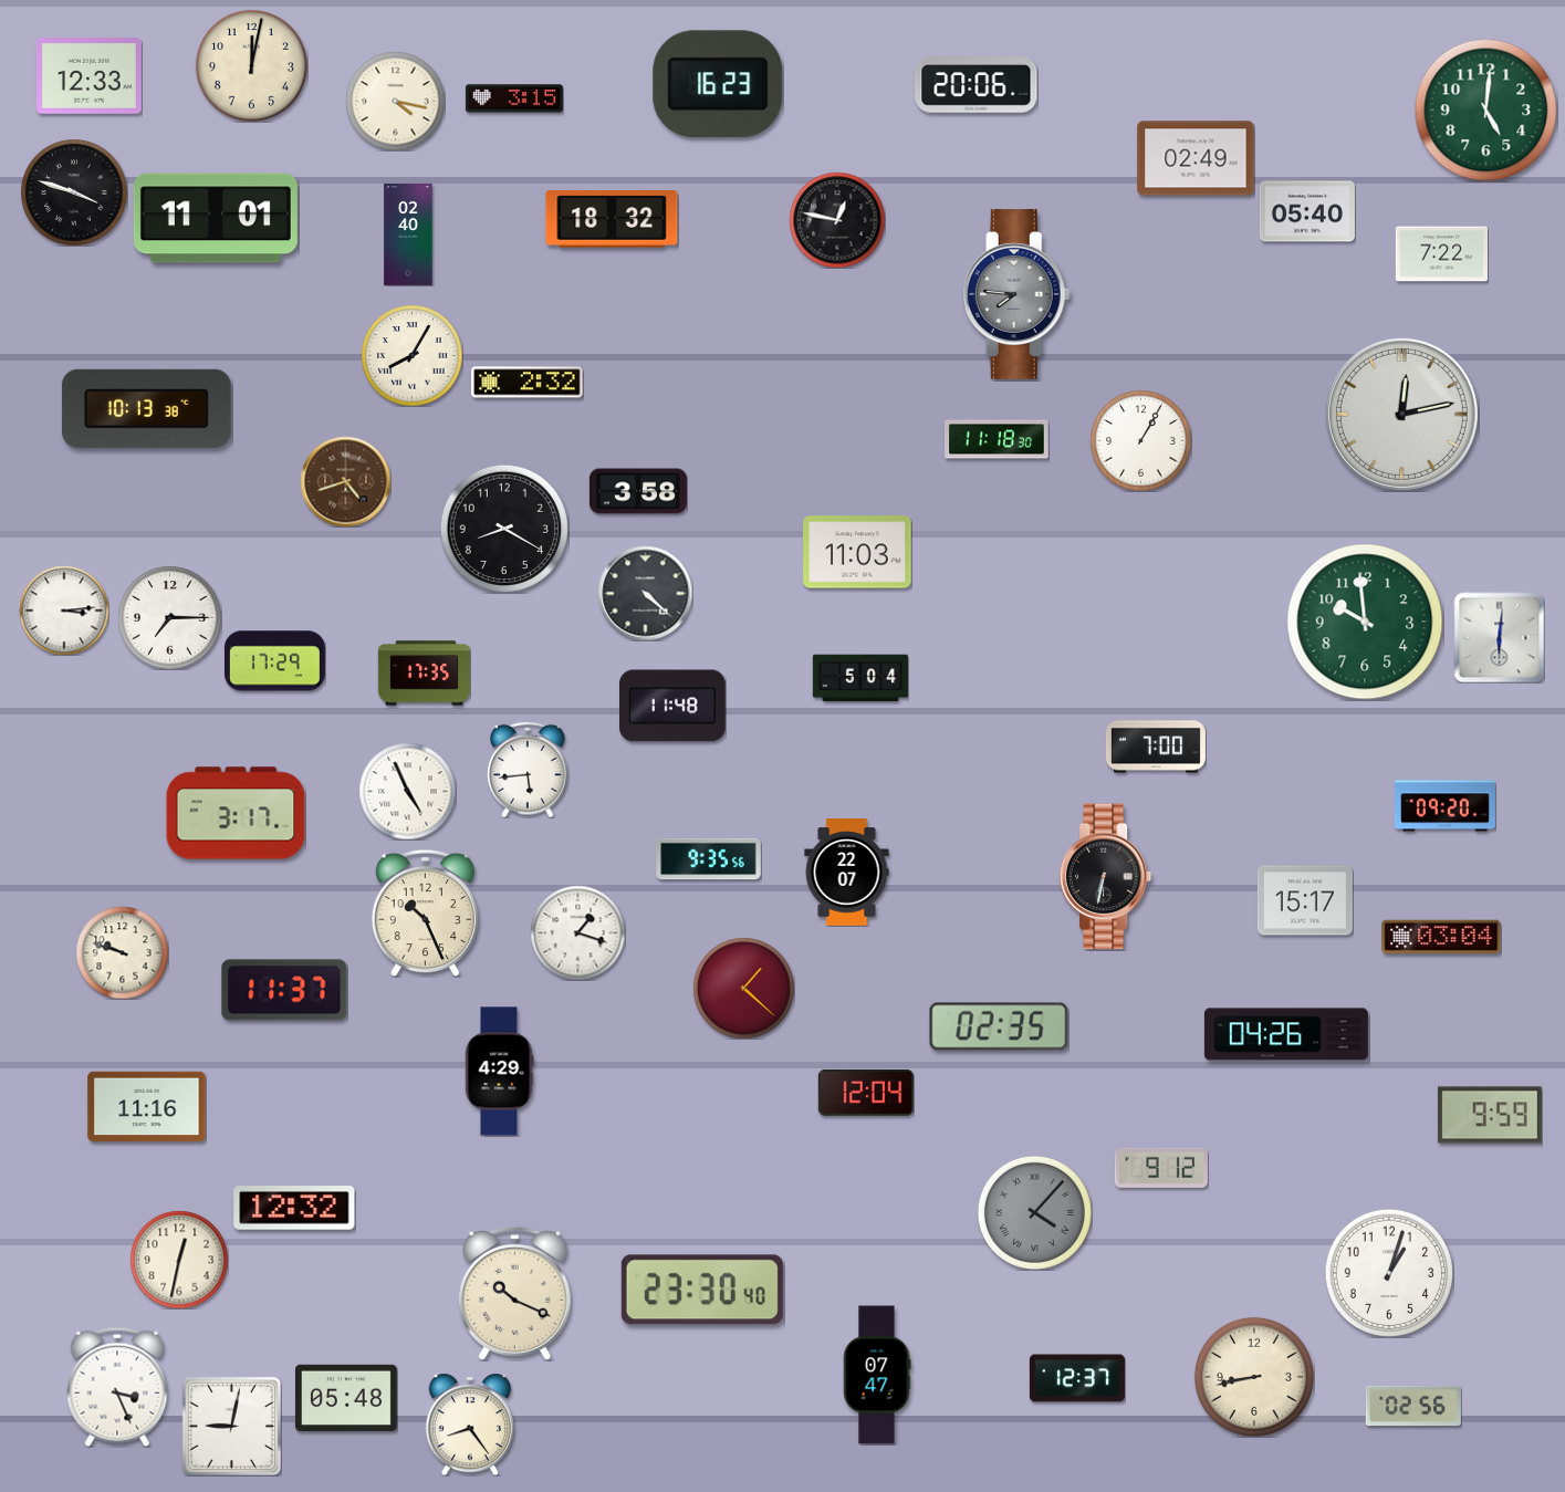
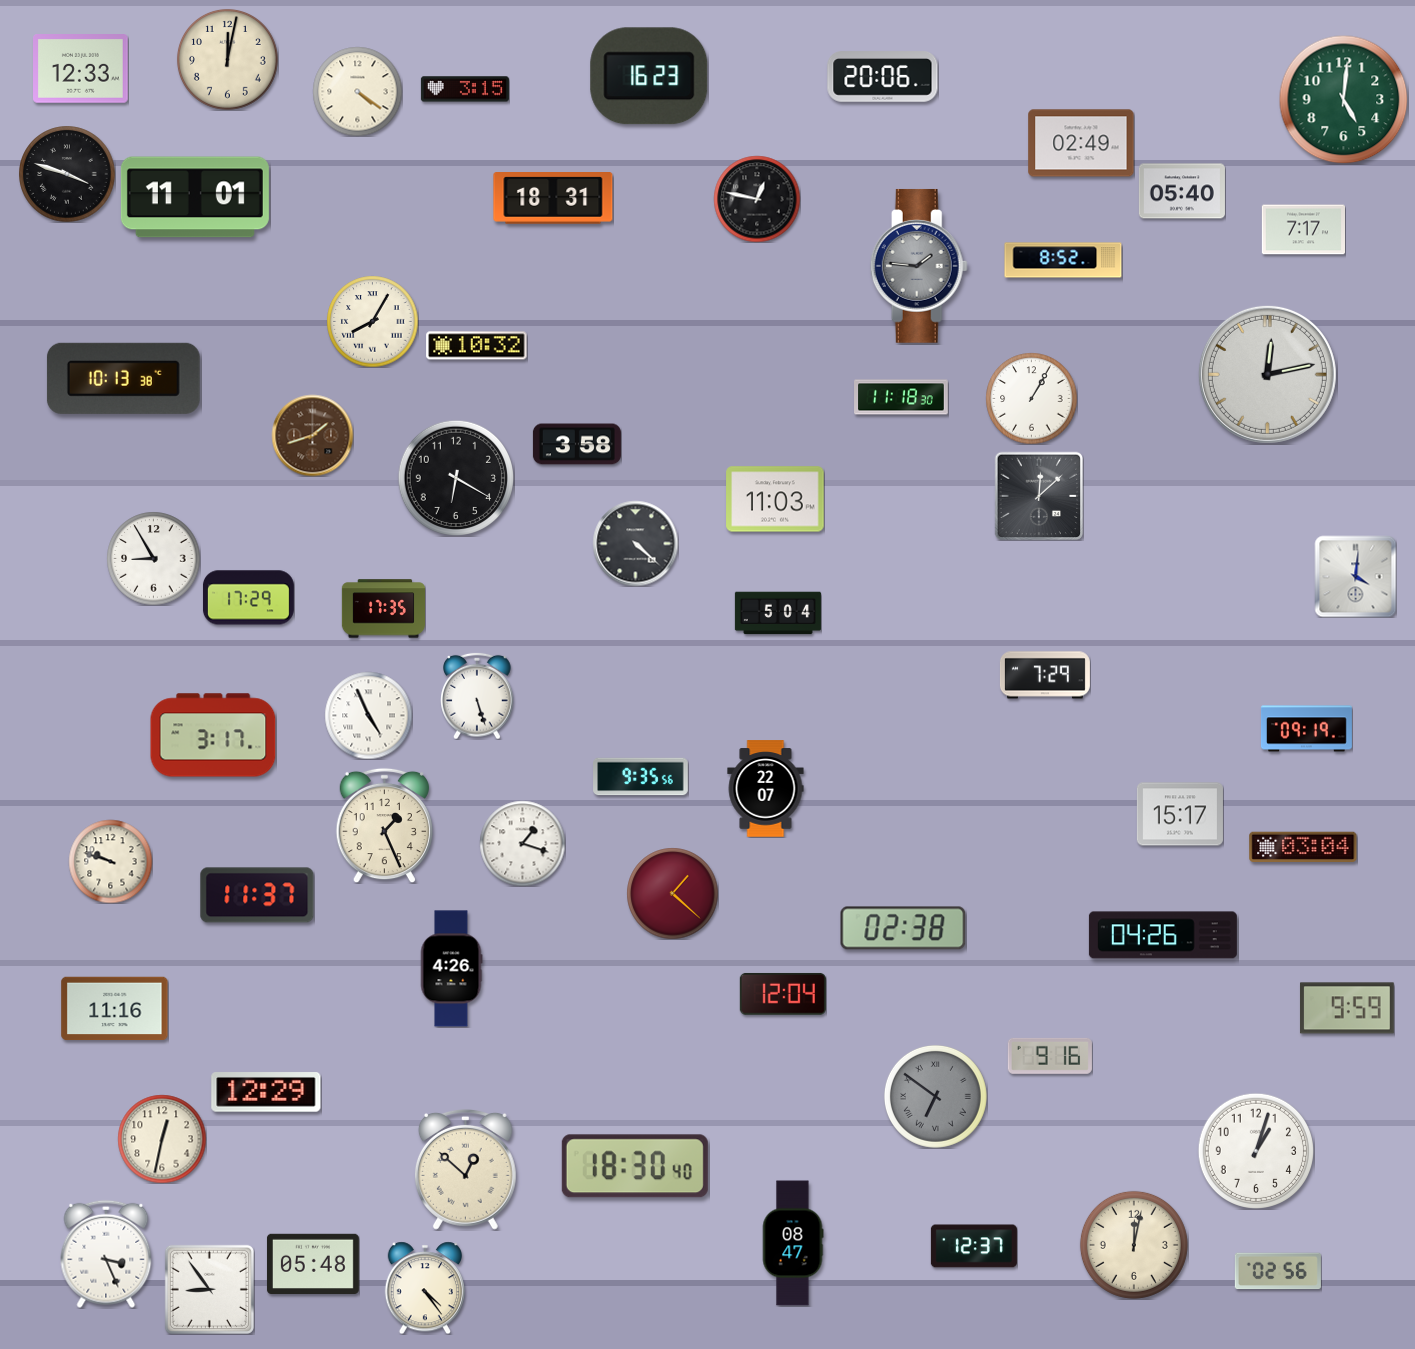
clock at (395, 101): 4:17 -> 4:21
clock at (612, 220): 18:32 -> 18:31
clock at (408, 236): 02:40 -> none
clock at (1441, 254): 7:22 -> 7:17
clock at (1063, 260): none -> 8:52
clock at (1016, 294): 7:46 -> 1:46
clock at (528, 383): 2:32 -> 10:32
clock at (146, 408) position: (146, 408) -> (123, 378)
clock at (345, 481): 4:42 -> 1:42
clock at (503, 528): 8:20 -> 6:20
clock at (1039, 496): none -> 12:08
clock at (645, 593) position: (645, 593) -> (635, 543)
clock at (64, 611): 3:14 -> none
clock at (169, 617): 7:15 -> 8:55
clock at (1365, 622): 9:59 -> none
clock at (1499, 637): 6:01 -> 4:01
clock at (674, 706): 11:48 -> none
clock at (1156, 747): 7:00 -> 7:29
clock at (528, 770): 5:44 -> 5:27
clock at (1444, 806): 09:20 -> 09:19
clock at (1106, 877): 6:32 -> none
clock at (425, 912): 10:26 -> 1:26
clock at (999, 1026): 02:35 -> 02:38
clock at (499, 1072): 4:29 -> 4:26
clock at (866, 1093) position: (866, 1093) -> (783, 994)
clock at (147, 1107) position: (147, 1107) -> (115, 1009)
clock at (1161, 1168): 9:12 -> 9:16
clock at (294, 1208): 12:32 -> 12:29
clock at (1034, 1212): 4:07 -> 6:51
clock at (702, 1290): 23:30 -> 18:30
clock at (514, 1293): 10:19 -> 12:52
clock at (877, 1375): 07:47 -> 08:47
clock at (1254, 1377): 8:43 -> 12:02
clock at (470, 1425): 8:24 -> 4:24
clock at (231, 1426): 9:02 -> 8:54
